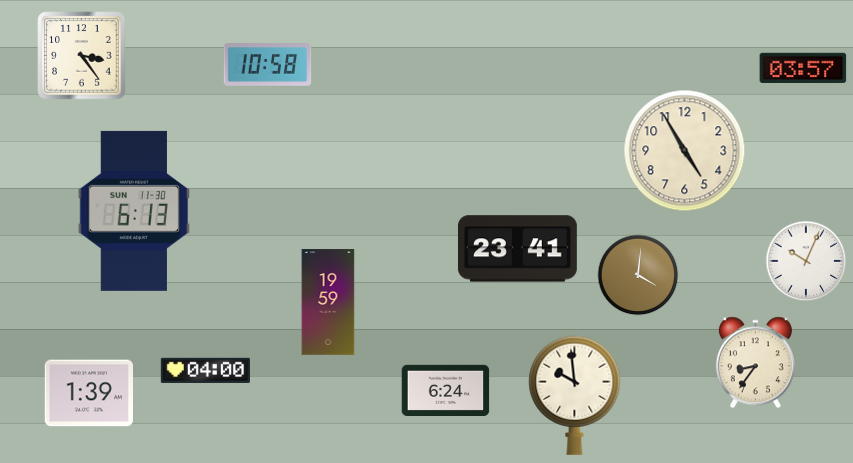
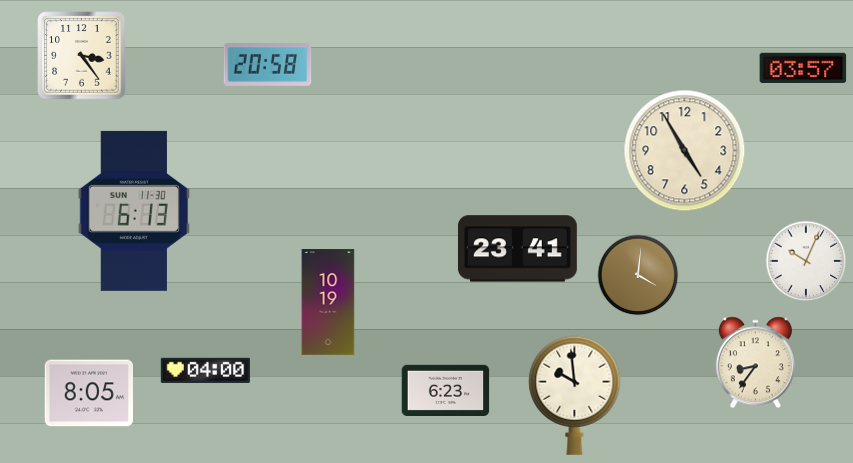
clock at (268, 65): 10:58 -> 20:58
clock at (328, 302): 19:59 -> 10:19
clock at (446, 390): 6:24 -> 6:23
clock at (88, 393): 1:39 -> 8:05
